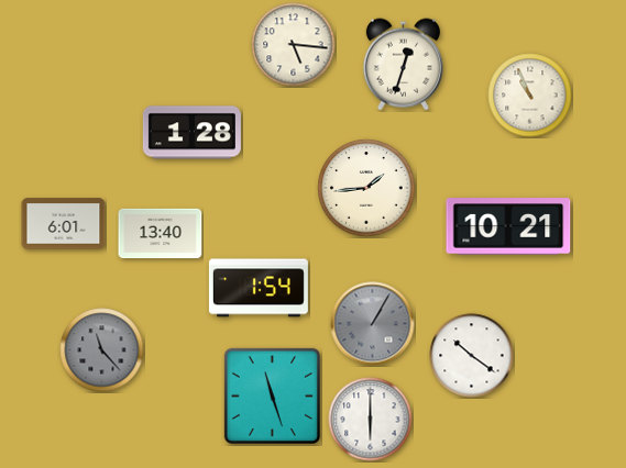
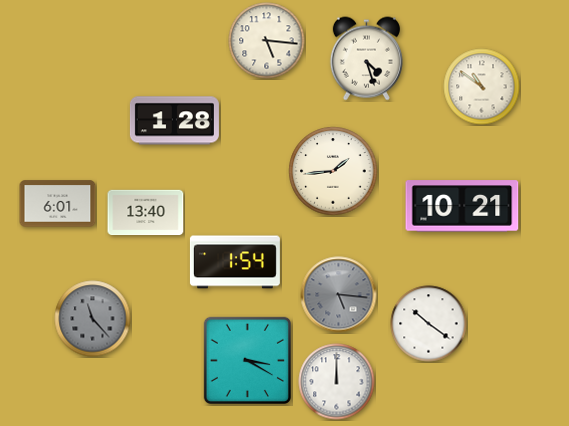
clock at (403, 65): 12:33 -> 4:27
clock at (530, 96): 10:56 -> 10:51
clock at (373, 324): 1:05 -> 5:16
clock at (272, 395): 11:27 -> 3:20
clock at (371, 420): 6:00 -> 12:00
